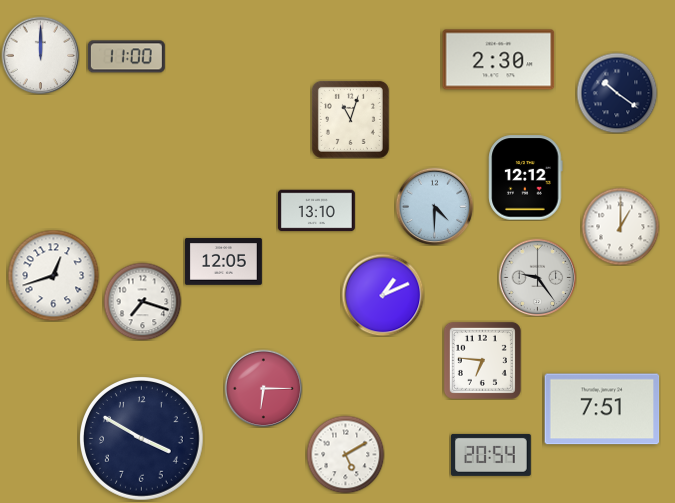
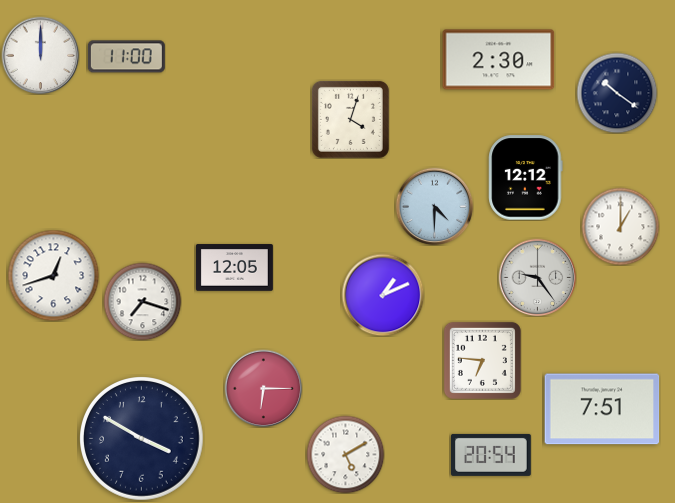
clock at (350, 119): 11:03 -> 4:03
clock at (316, 211): 13:10 -> none
clock at (223, 262) position: (223, 262) -> (234, 268)
